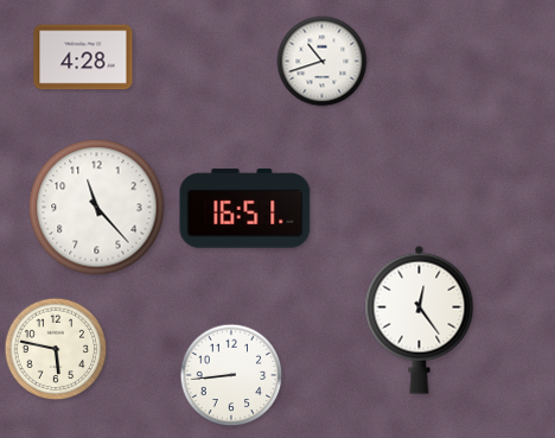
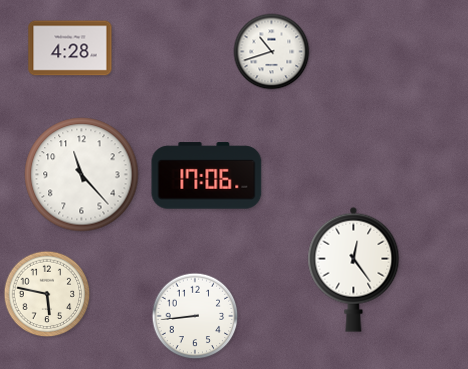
clock at (245, 209): 16:51 -> 17:06
